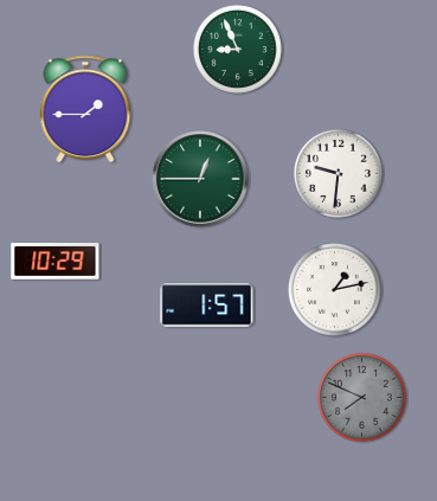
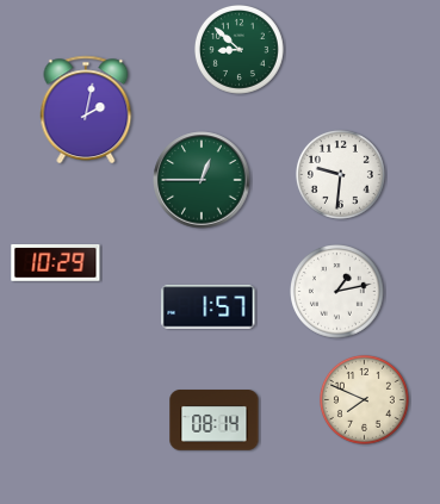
clock at (237, 49): 8:56 -> 8:52
clock at (85, 109): 1:45 -> 2:02
clock at (361, 397) dial: grey -> cream
clock at (215, 421): none -> 08:14
